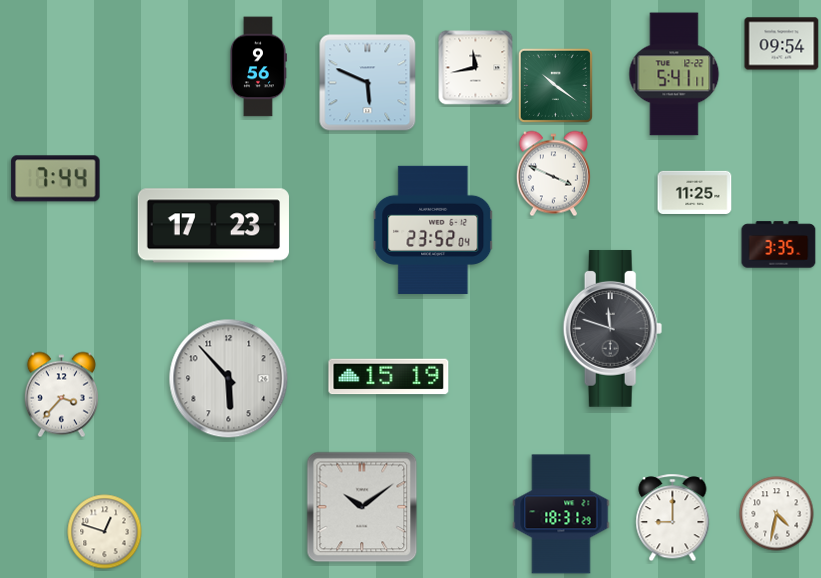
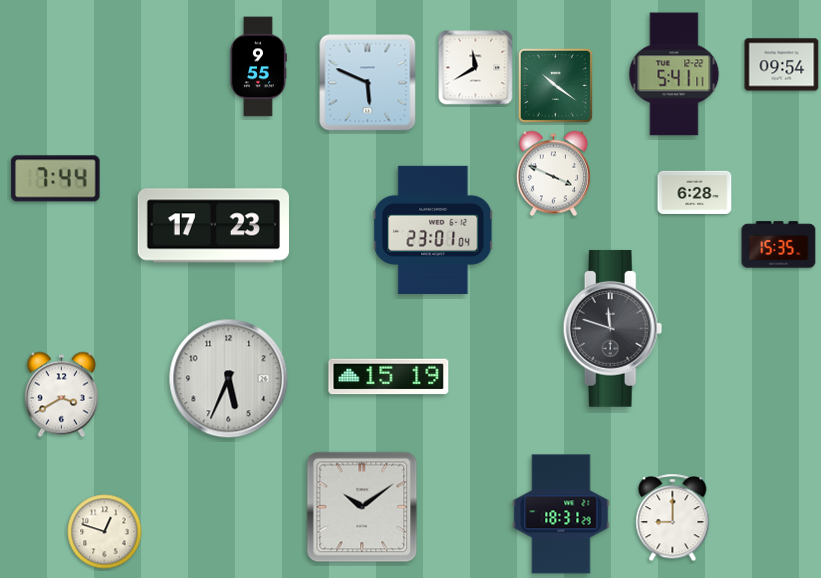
clock at (782, 44) position: (782, 44) -> (782, 65)
clock at (259, 67): 9:56 -> 9:55
clock at (476, 68): 11:43 -> 11:40
clock at (695, 192): 11:25 -> 6:28
clock at (433, 230): 23:52 -> 23:01
clock at (779, 245): 3:35 -> 15:35
clock at (229, 379): 5:53 -> 5:34
clock at (61, 395): 3:37 -> 3:40
clock at (777, 514): 4:32 -> none
